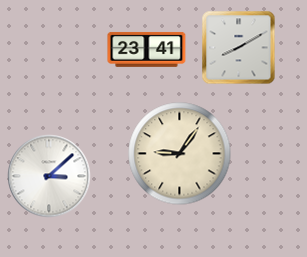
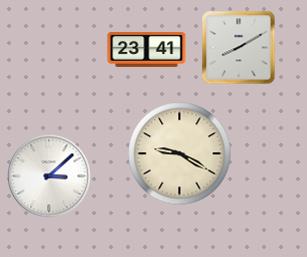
clock at (180, 154): 9:06 -> 9:20
